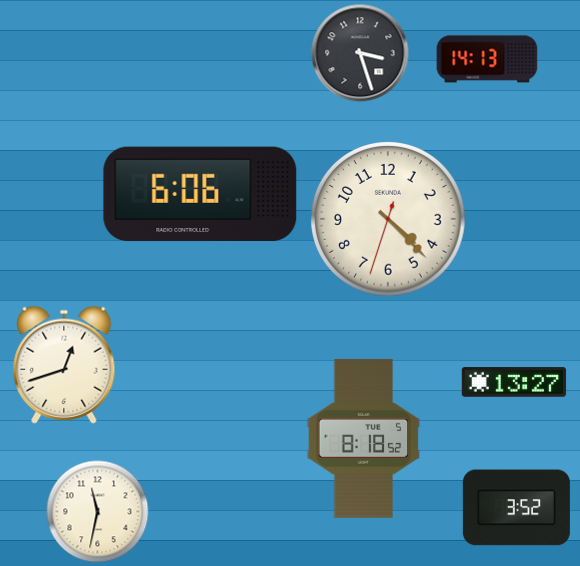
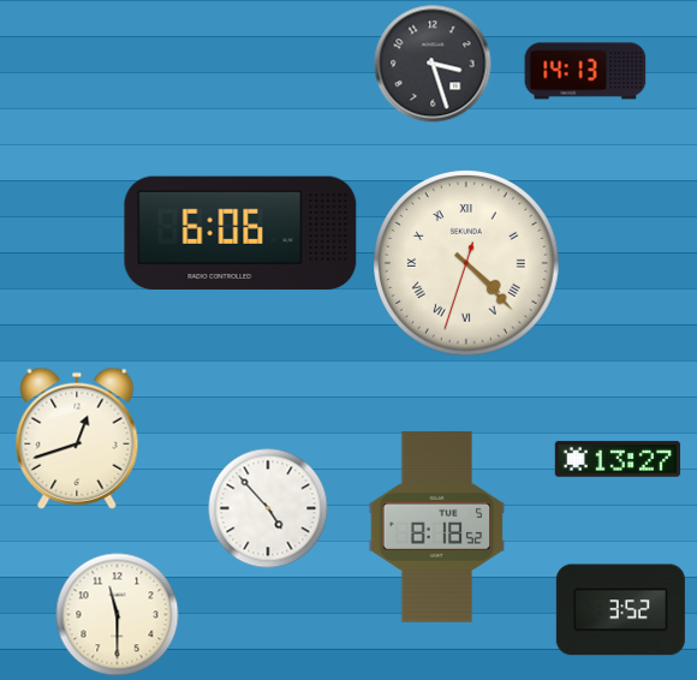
clock at (389, 220) numerals: Arabic -> Roman
clock at (268, 508): none -> 4:53
clock at (98, 512): 11:32 -> 11:30
